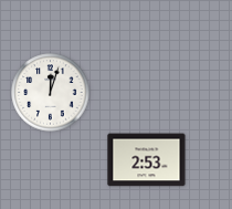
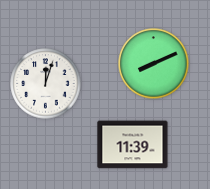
clock at (154, 64): none -> 8:11
clock at (147, 160): 2:53 -> 11:39
